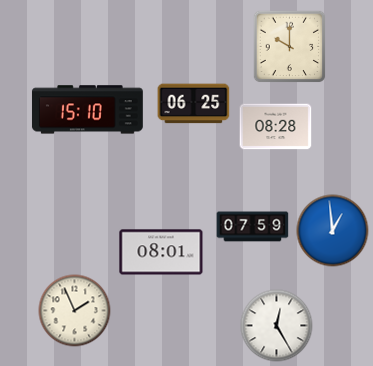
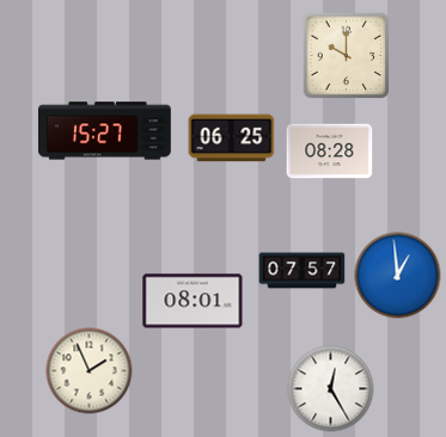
clock at (194, 104) position: (194, 104) -> (232, 139)
clock at (87, 110): 15:10 -> 15:27
clock at (253, 227): 07:59 -> 07:57
